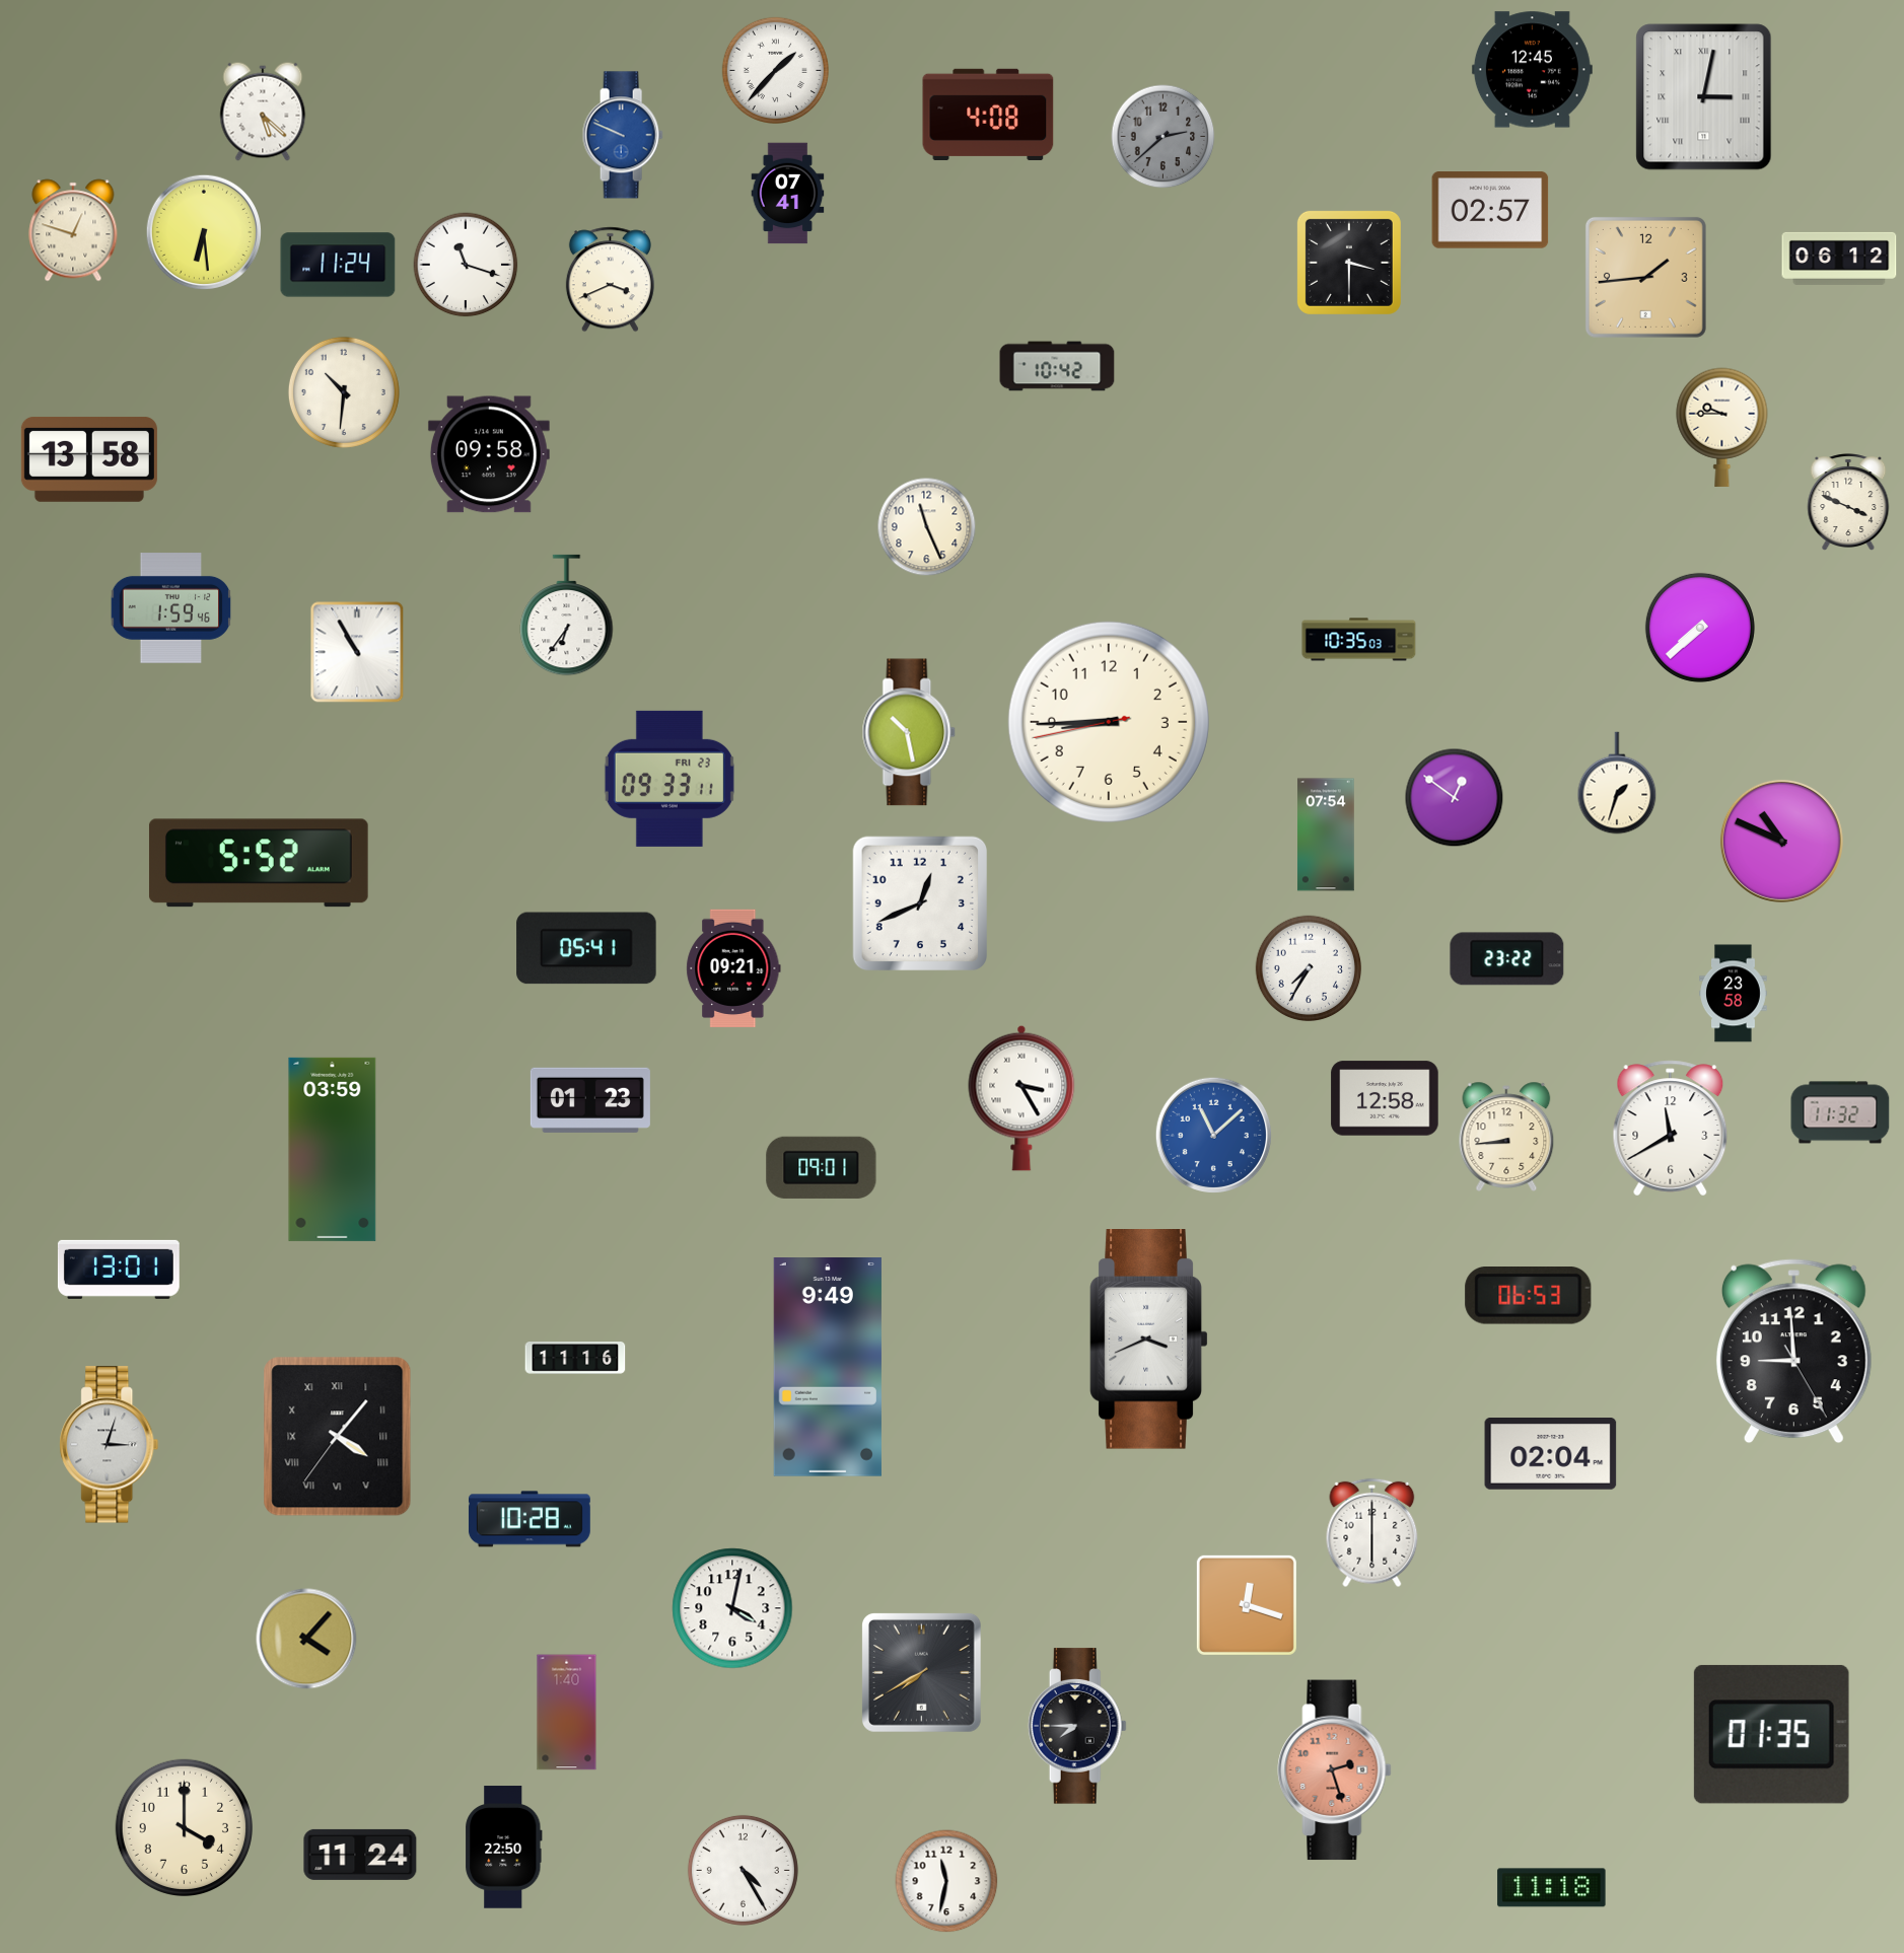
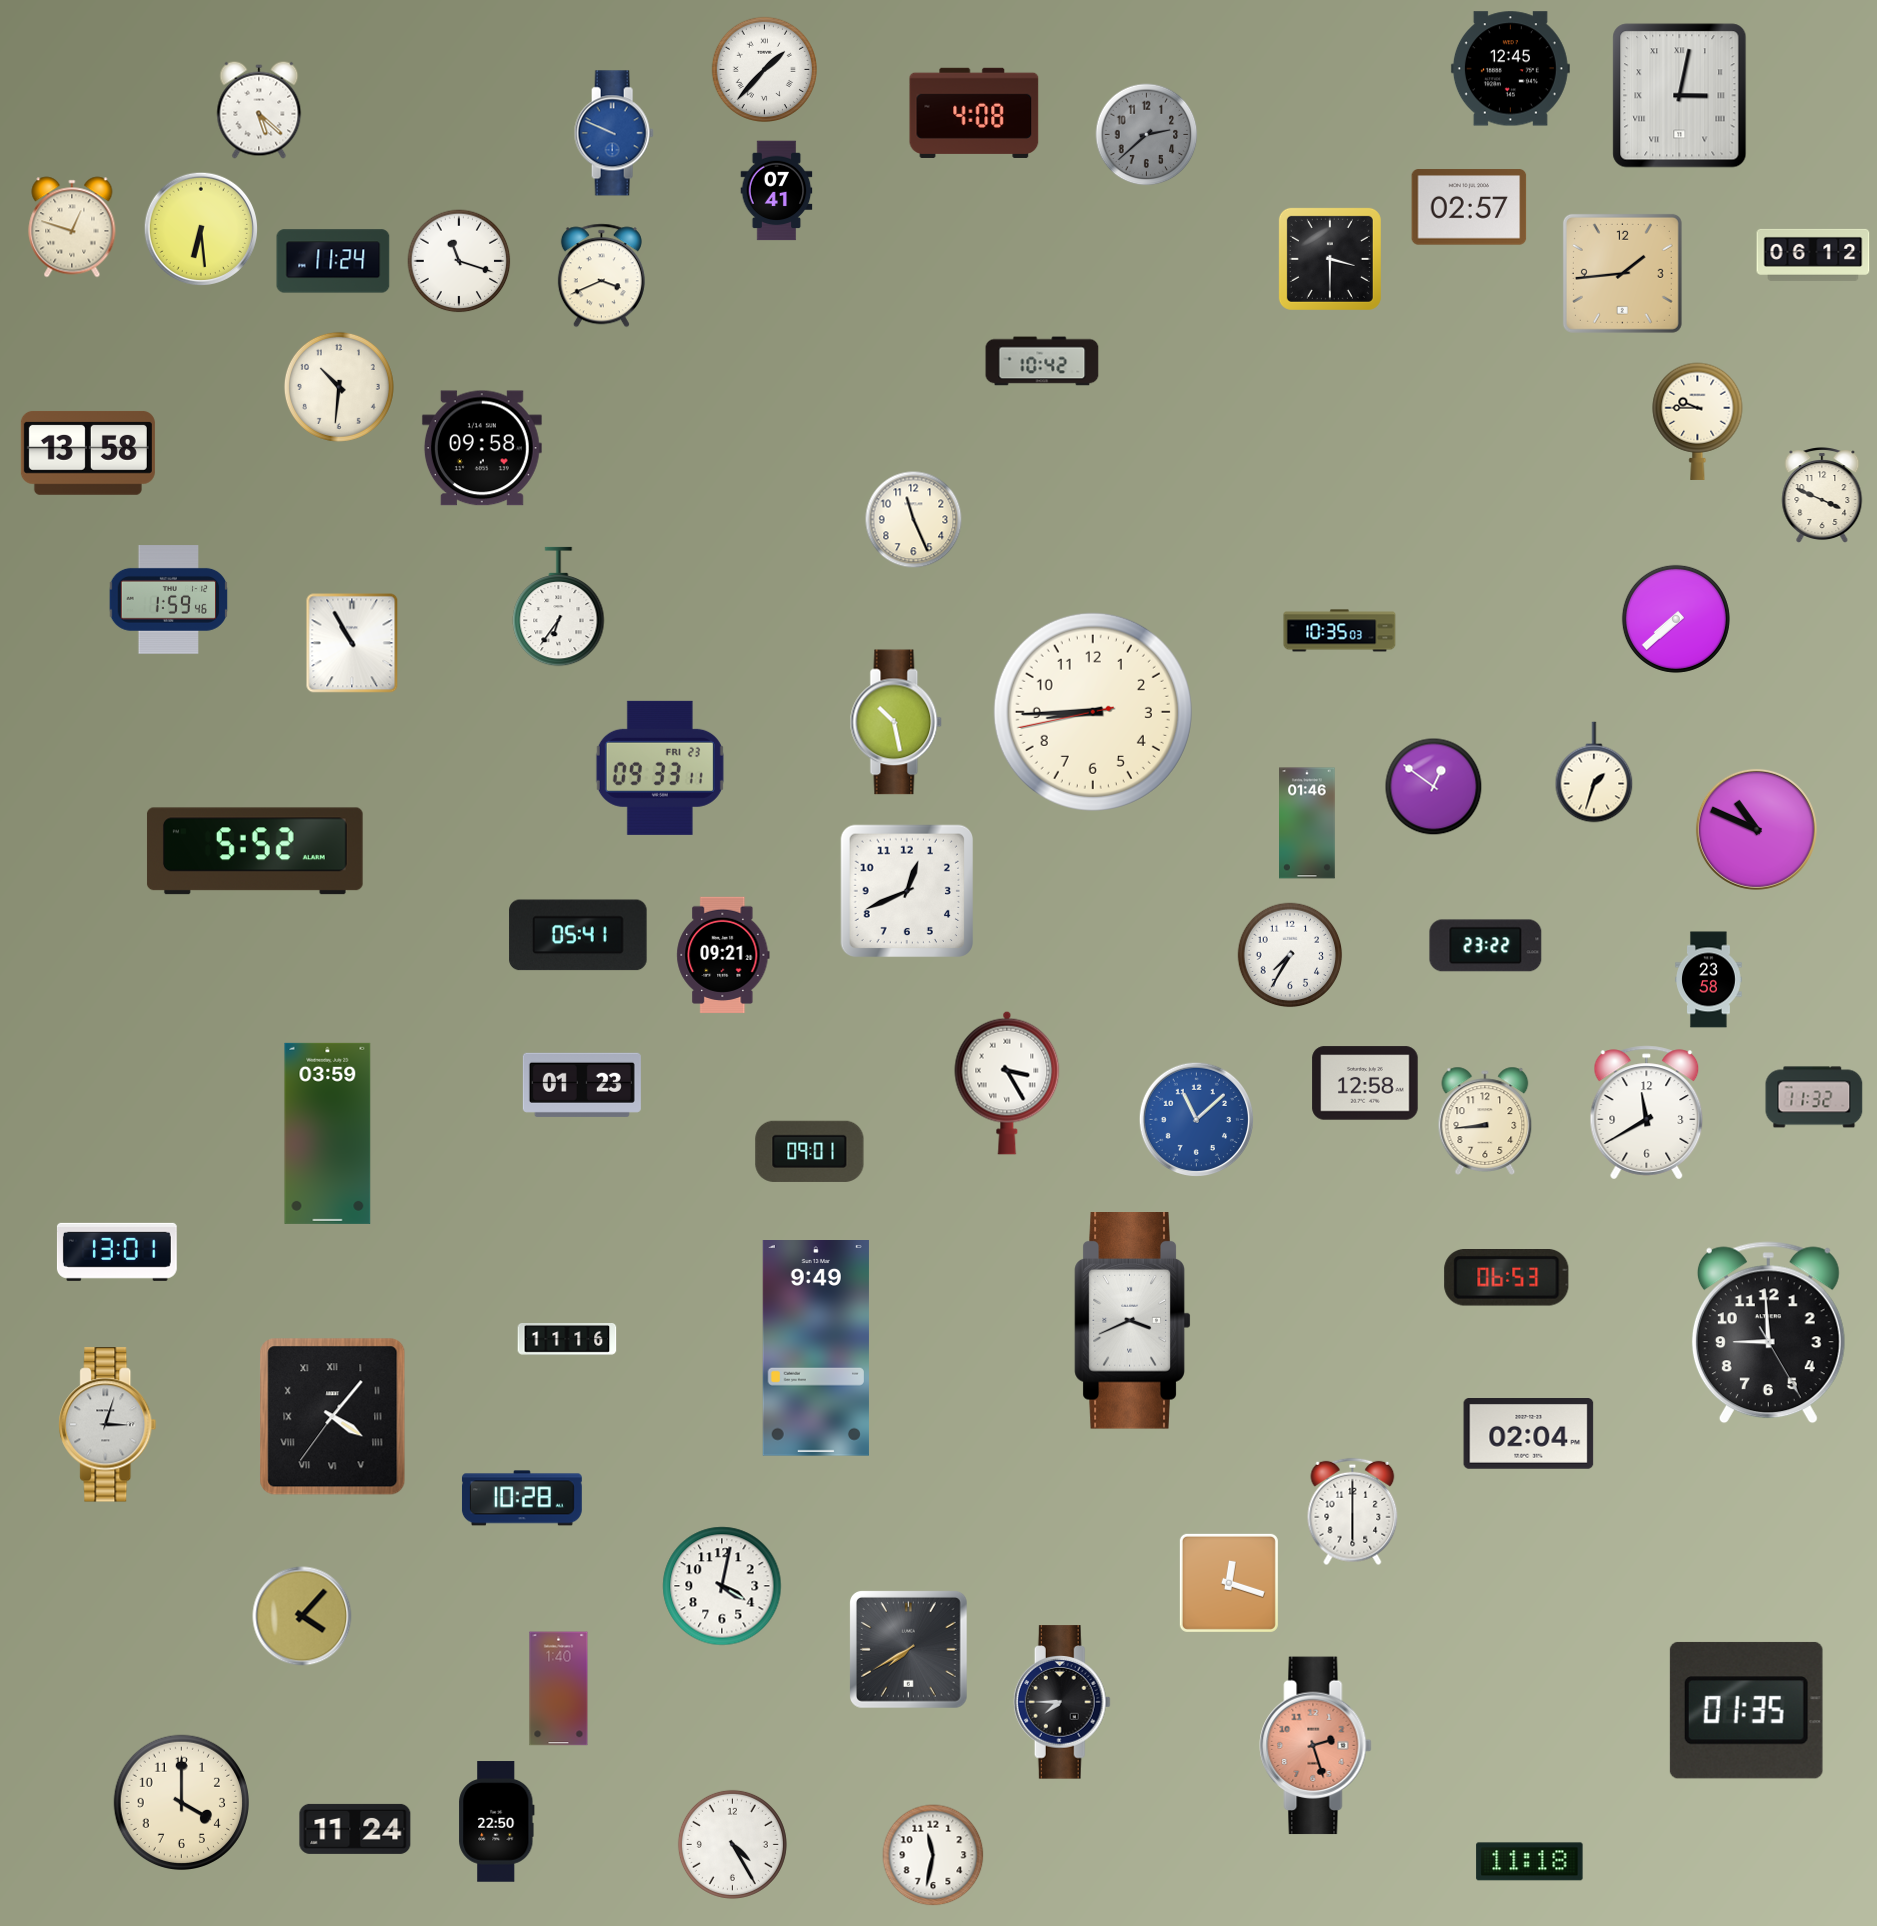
clock at (1326, 835): 07:54 -> 01:46
